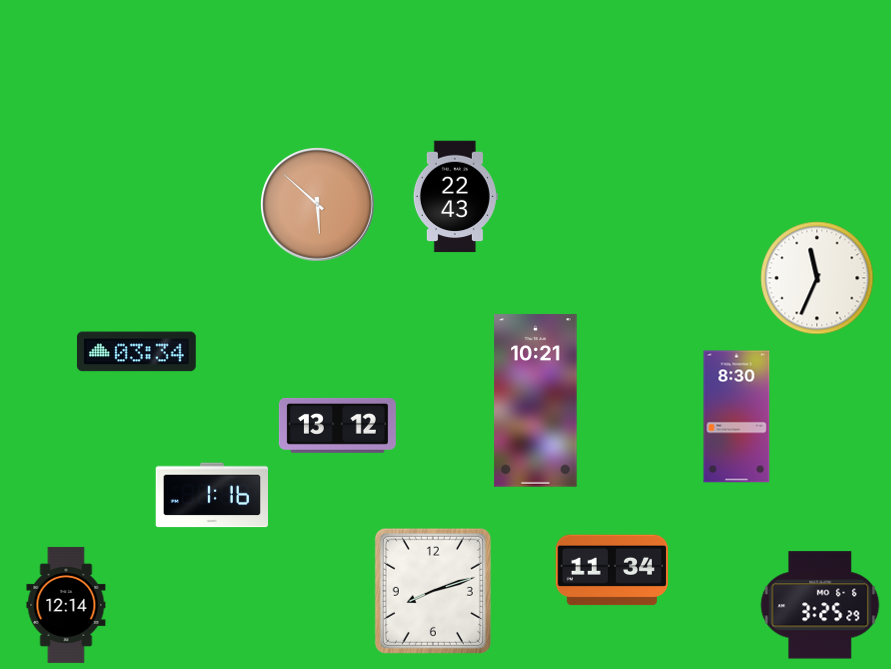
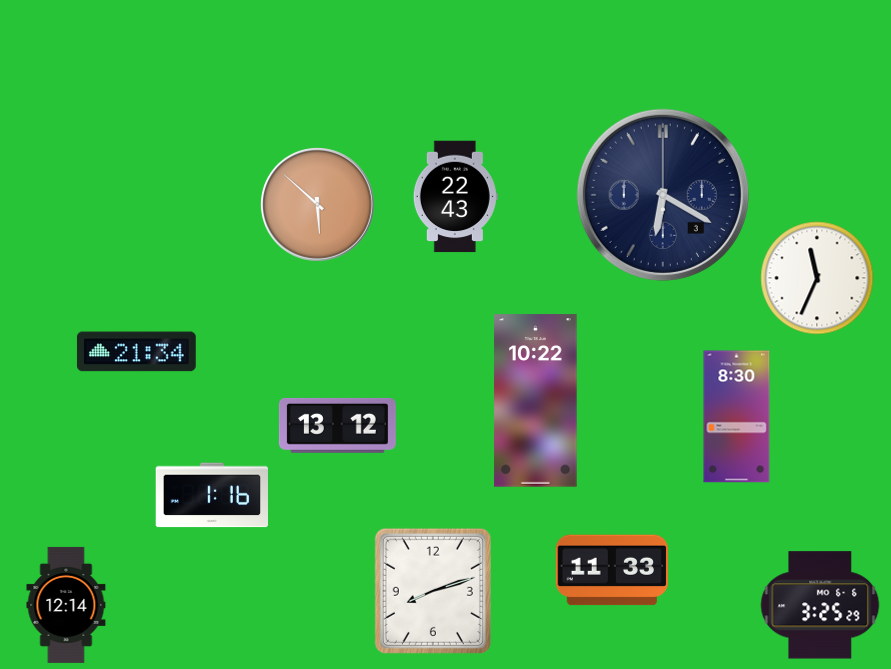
clock at (663, 195): none -> 6:20
clock at (136, 352): 03:34 -> 21:34
clock at (536, 401): 10:21 -> 10:22
clock at (611, 570): 11:34 -> 11:33
